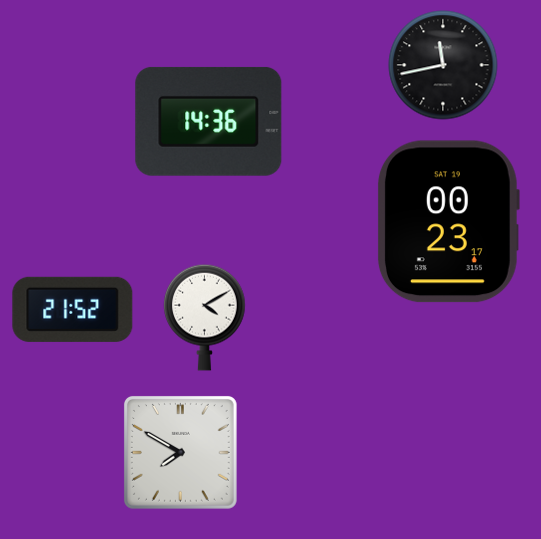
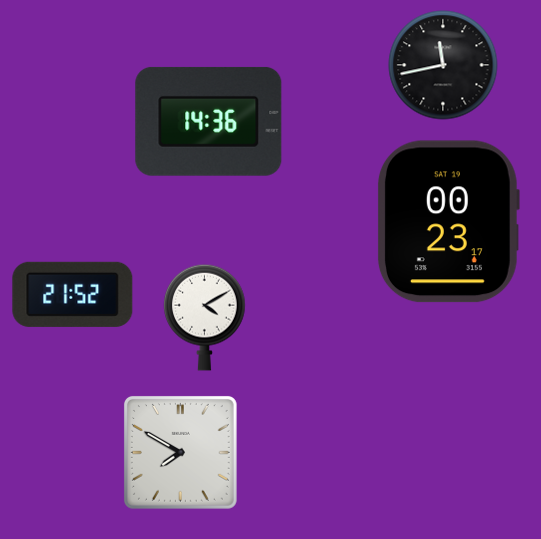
clock at (73, 309) position: (73, 309) -> (73, 294)
